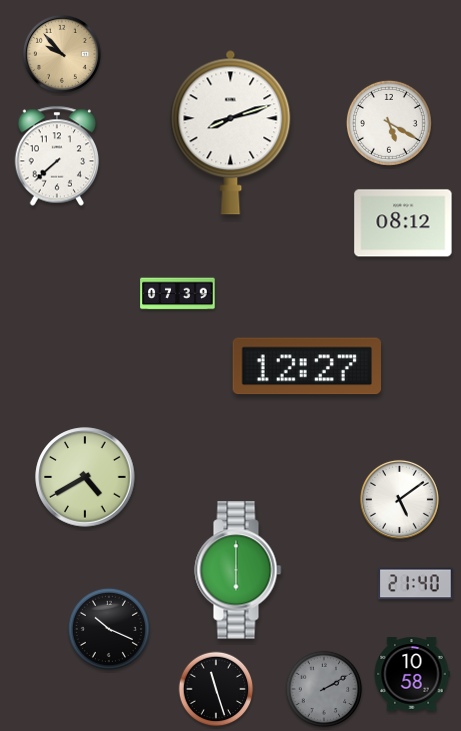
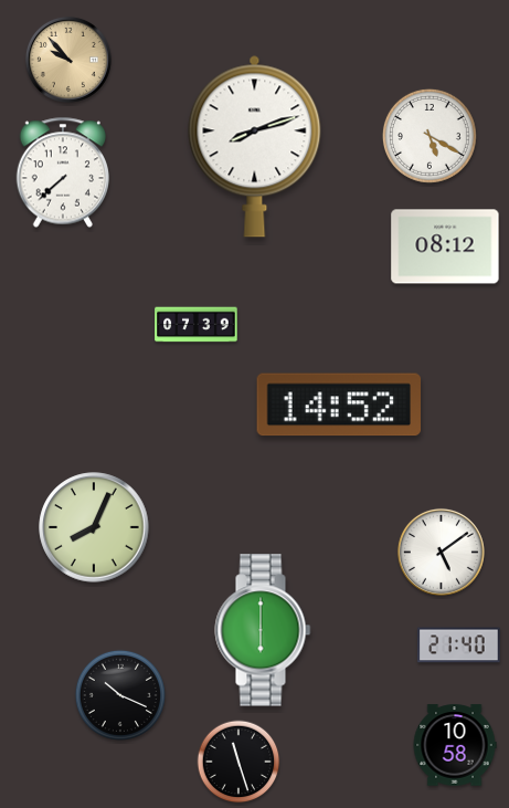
clock at (307, 366): 12:27 -> 14:52
clock at (85, 477): 4:40 -> 8:04
clock at (324, 689): 2:10 -> none
